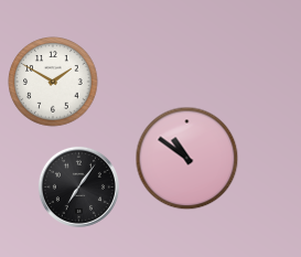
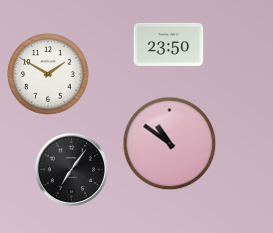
clock at (169, 44): none -> 23:50
